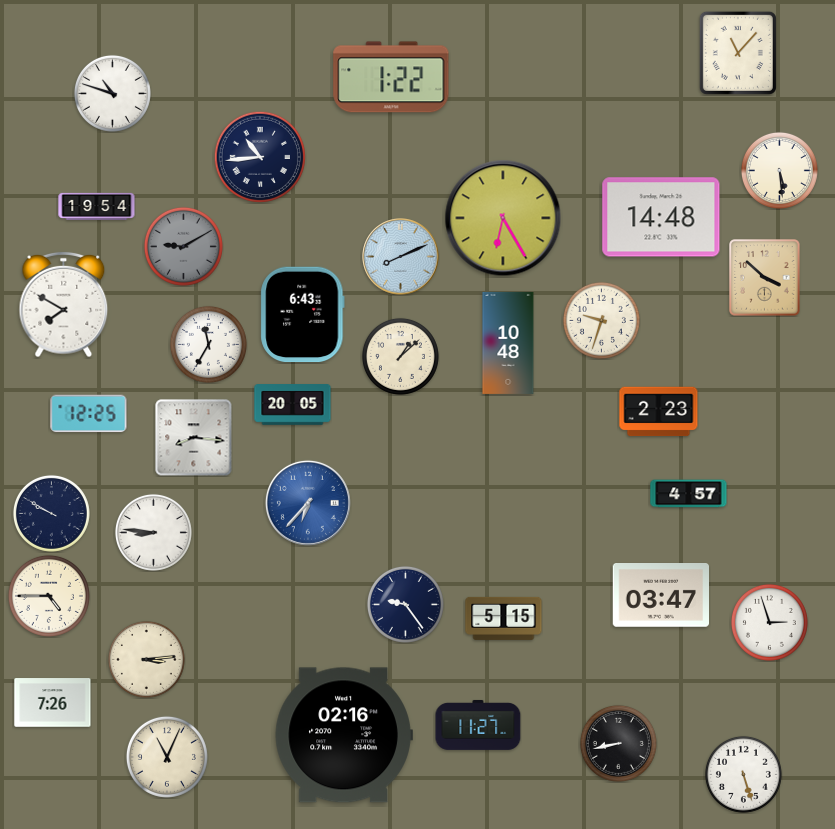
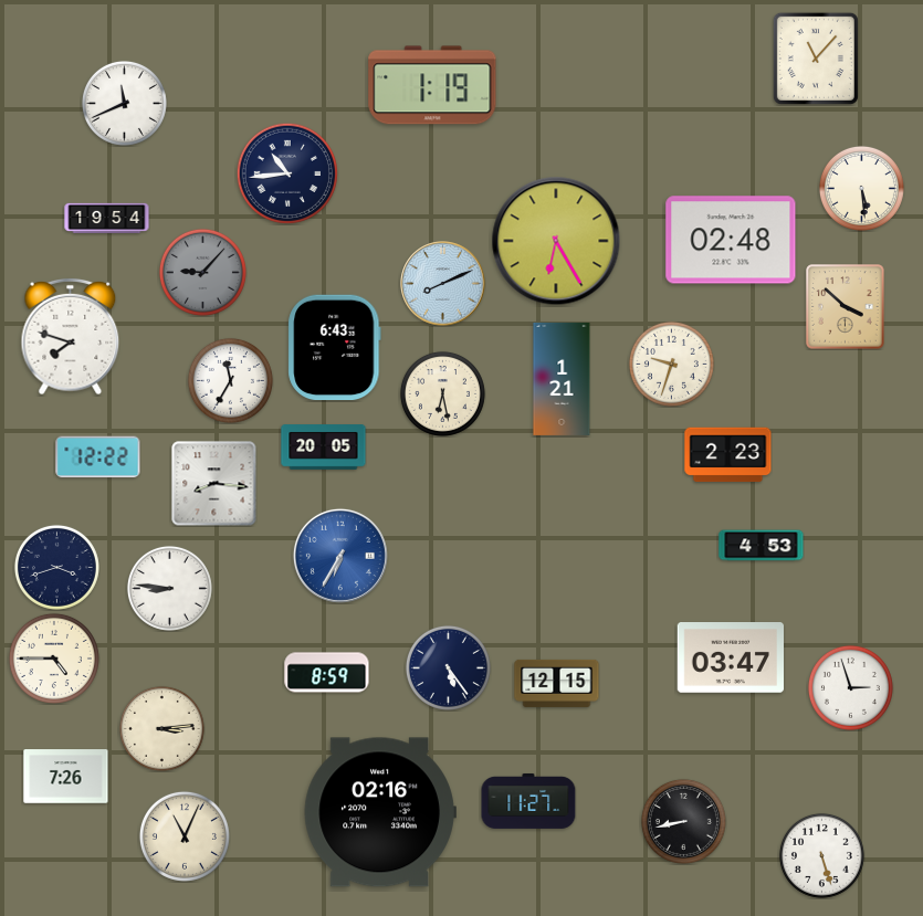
clock at (391, 77): 1:22 -> 1:19
clock at (112, 93): 10:48 -> 11:41
clock at (97, 206) position: (97, 206) -> (107, 218)
clock at (661, 217): 14:48 -> 02:48
clock at (183, 246): 9:10 -> 9:07
clock at (64, 305): 7:50 -> 7:48
clock at (601, 320) position: (601, 320) -> (671, 364)
clock at (508, 343): 10:48 -> 1:21
clock at (400, 356): 1:08 -> 6:28
clock at (89, 414): 12:25 -> 12:22
clock at (689, 494): 4:57 -> 4:53
clock at (308, 503): 6:37 -> 6:35
clock at (51, 513): 9:50 -> 3:42
clock at (405, 604): 9:24 -> 5:24
clock at (327, 673): none -> 8:59
clock at (504, 618): 5:15 -> 12:15
clock at (53, 703) position: (53, 703) -> (66, 777)
